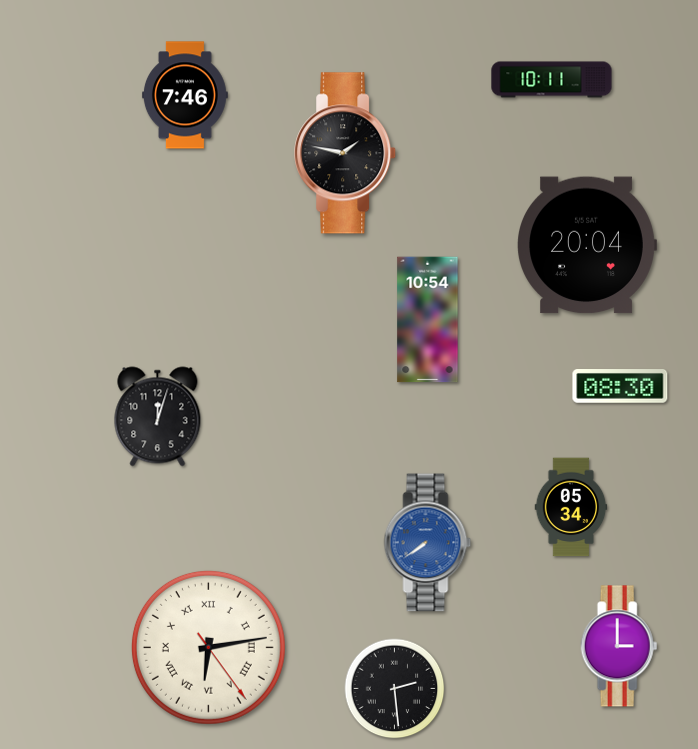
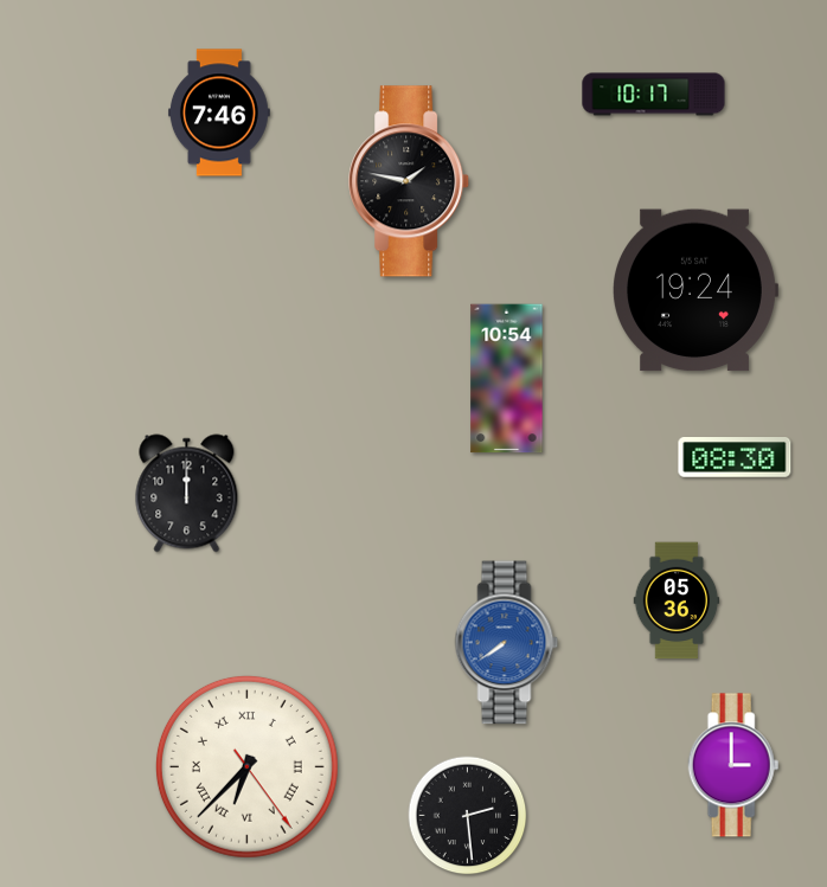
clock at (552, 80): 10:11 -> 10:17
clock at (587, 245): 20:04 -> 19:24
clock at (158, 417): 12:03 -> 12:00
clock at (571, 507): 05:34 -> 05:36
clock at (208, 647): 6:13 -> 6:37
